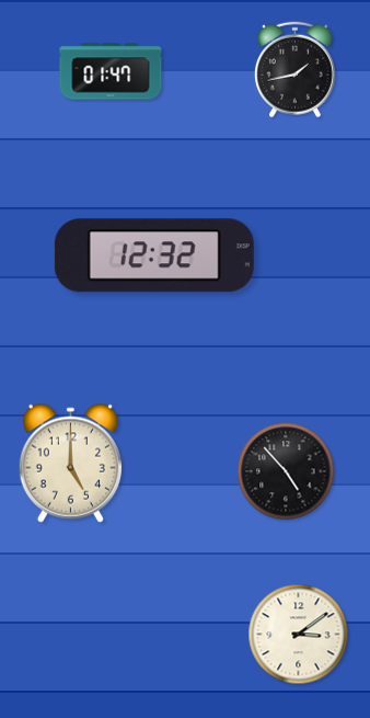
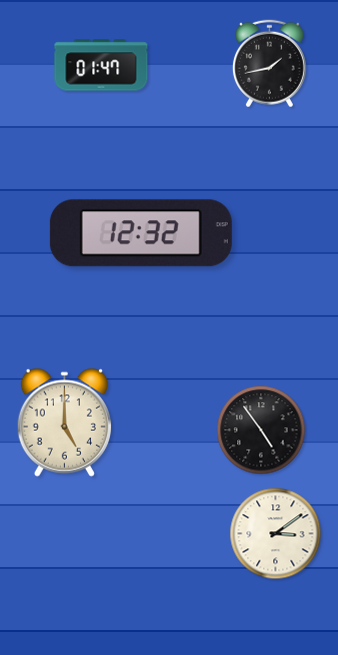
clock at (286, 471): 4:53 -> 4:54
clock at (299, 635) position: (299, 635) -> (276, 534)
